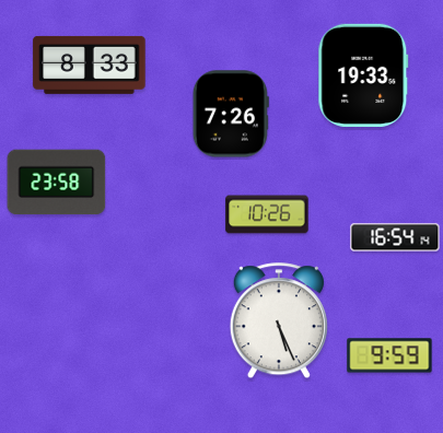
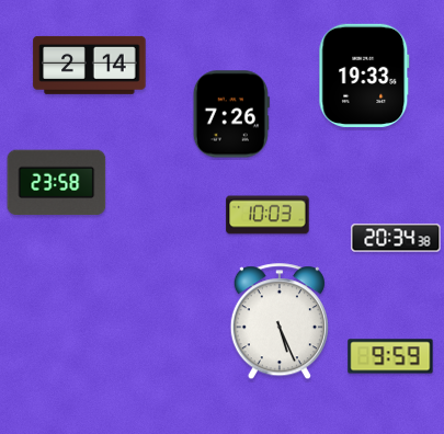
clock at (90, 65): 8:33 -> 2:14
clock at (267, 214): 10:26 -> 10:03
clock at (395, 237): 16:54 -> 20:34
